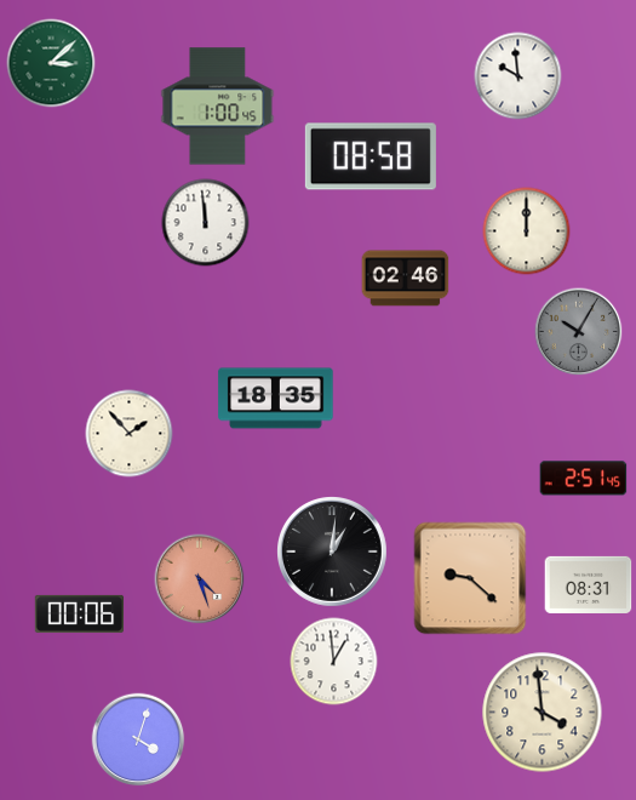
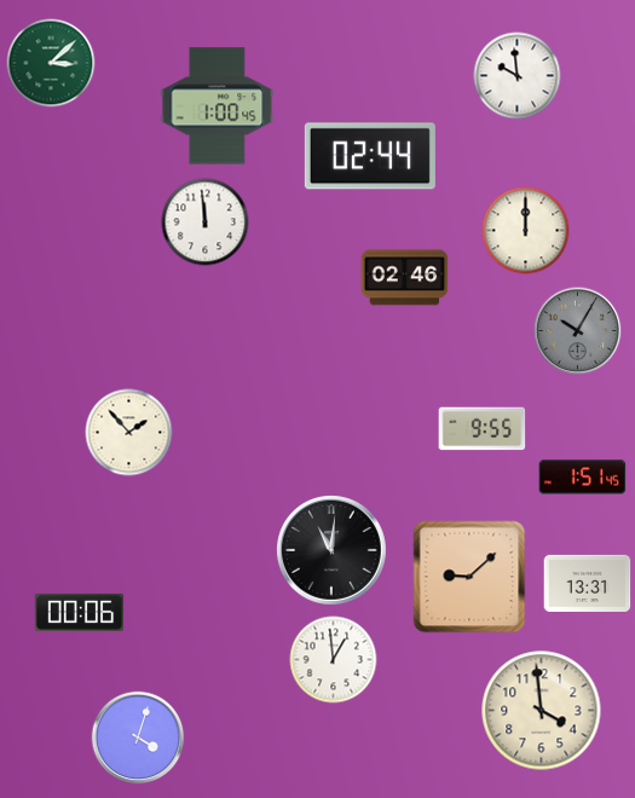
clock at (371, 156): 08:58 -> 02:44
clock at (276, 399): 18:35 -> none
clock at (483, 429): none -> 9:55
clock at (584, 479): 2:51 -> 1:51
clock at (333, 553): 1:01 -> 11:01
clock at (470, 578): 9:22 -> 9:08
clock at (200, 579): 4:27 -> none
clock at (589, 584): 08:31 -> 13:31
